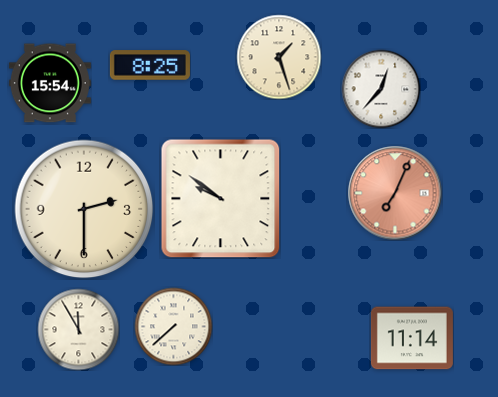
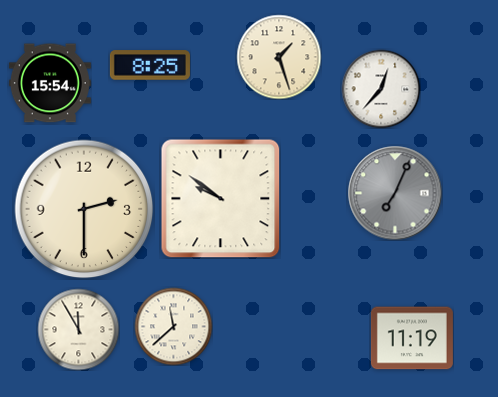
clock at (395, 193) dial: salmon -> grey
clock at (173, 326): 7:38 -> 11:38
clock at (412, 338): 11:14 -> 11:19
